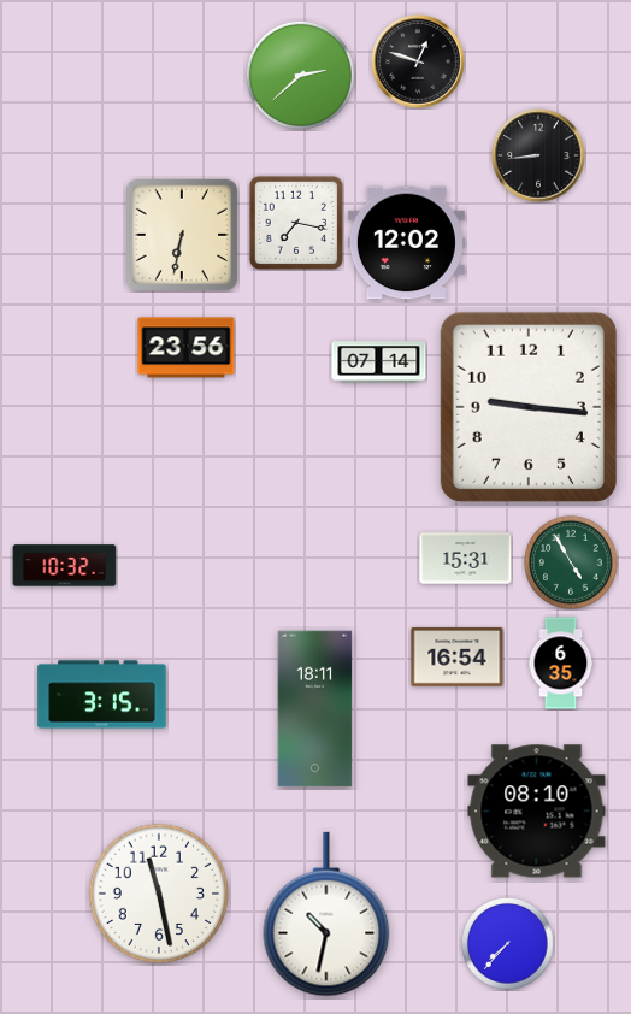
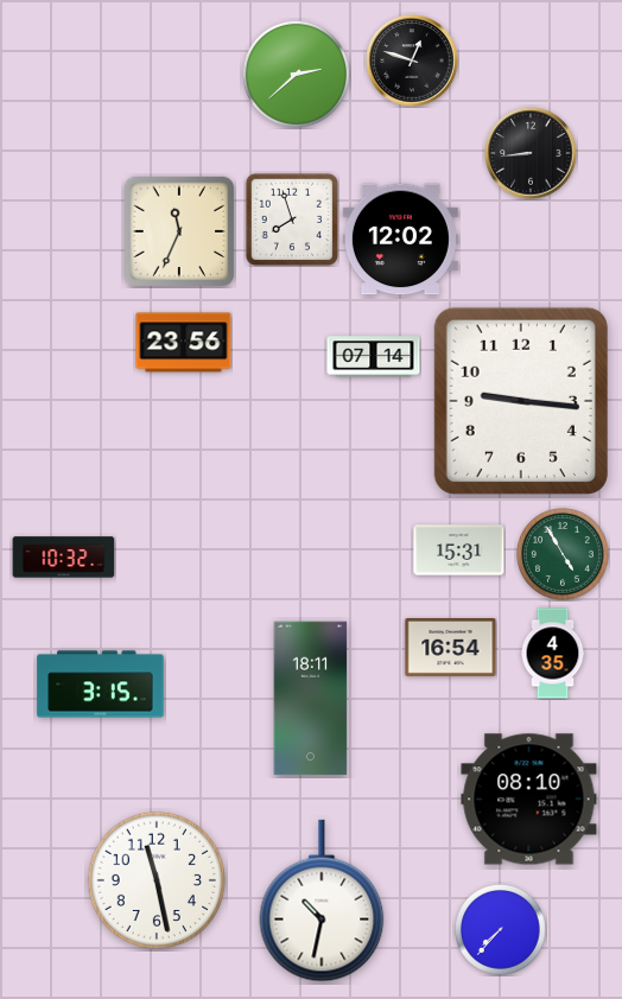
clock at (296, 223): 7:17 -> 7:57
clock at (182, 235): 6:32 -> 11:34
clock at (561, 664): 6:35 -> 4:35
